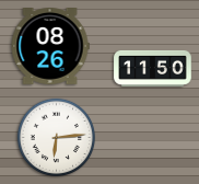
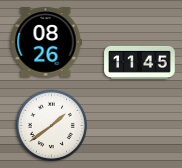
clock at (153, 68): 11:50 -> 11:45
clock at (56, 137): 6:14 -> 1:39
